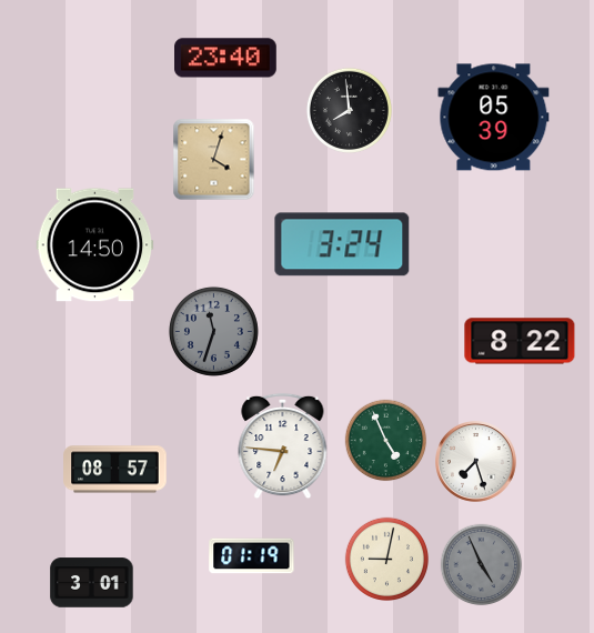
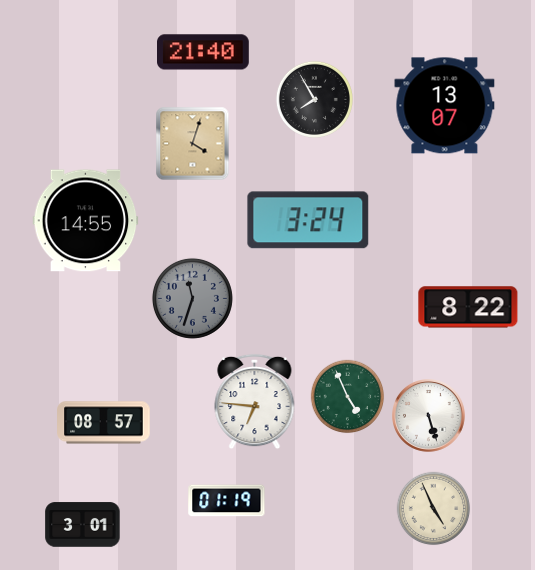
clock at (226, 58): 23:40 -> 21:40
clock at (349, 110): 7:59 -> 7:55
clock at (494, 118): 05:39 -> 13:07
clock at (95, 245): 14:50 -> 14:55
clock at (476, 462): 7:27 -> 5:27
clock at (386, 559): 9:02 -> none
clock at (482, 565) dial: grey -> cream
